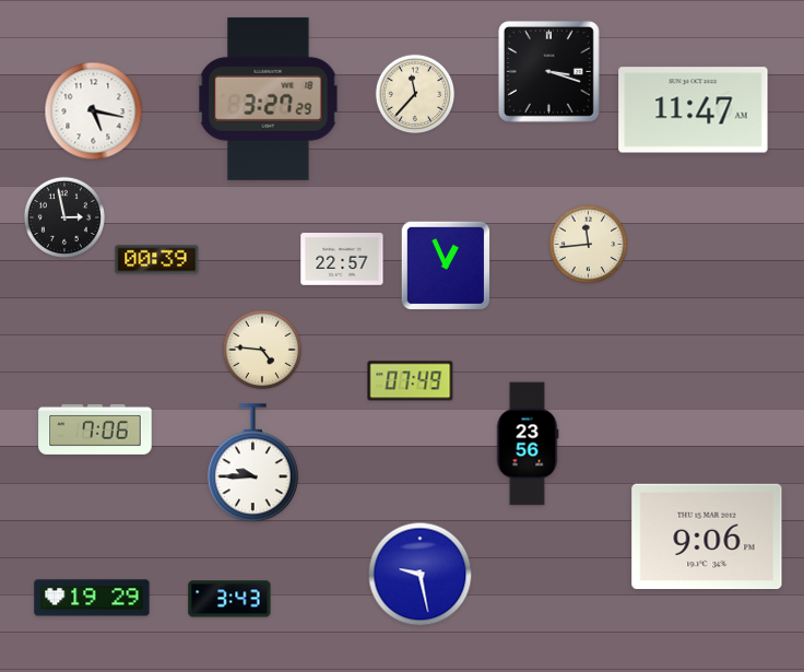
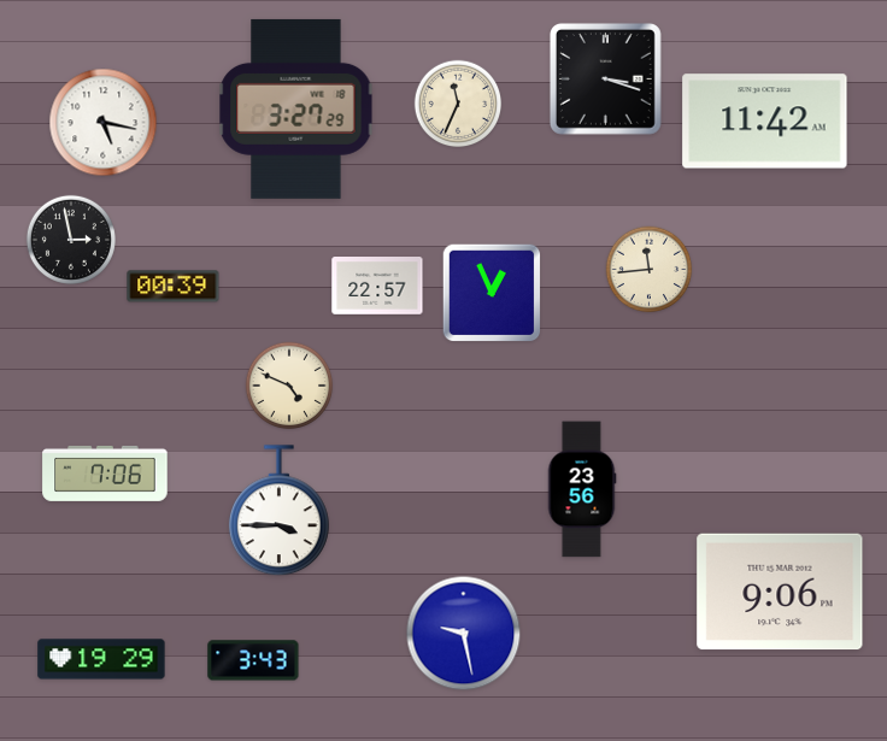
clock at (415, 94): 11:37 -> 11:34
clock at (694, 110): 11:47 -> 11:42
clock at (262, 350): 4:46 -> 4:49
clock at (411, 381): 07:49 -> none
clock at (252, 463): 9:45 -> 3:45
